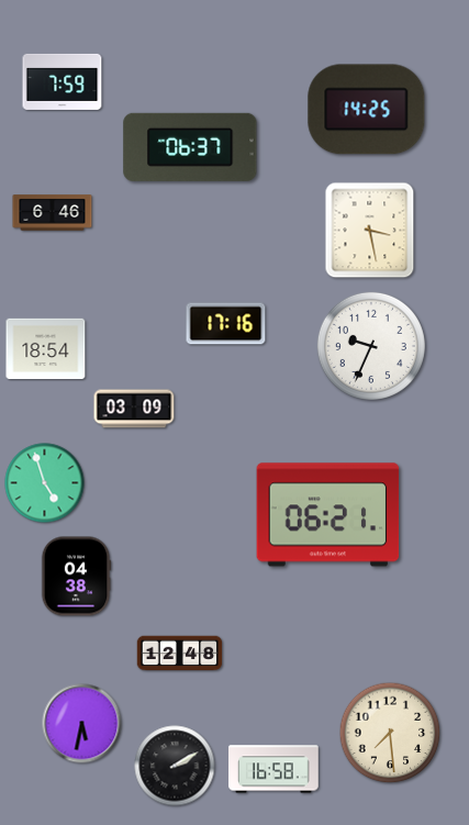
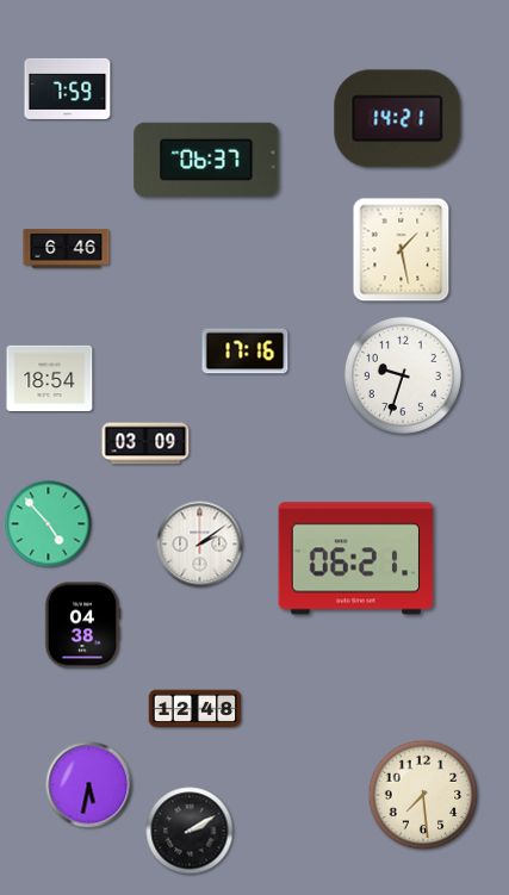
clock at (367, 110): 14:25 -> 14:21
clock at (53, 213) position: (53, 213) -> (67, 249)
clock at (370, 231): 3:28 -> 1:28
clock at (371, 346): 9:34 -> 9:33
clock at (45, 483): 4:57 -> 4:53
clock at (200, 545): none -> 2:09
clock at (273, 769): 16:58 -> none
